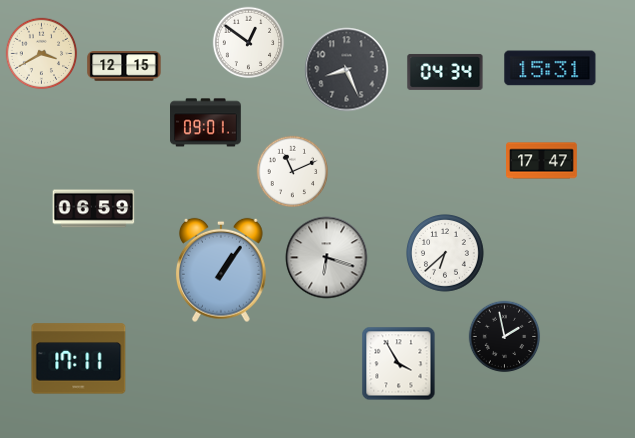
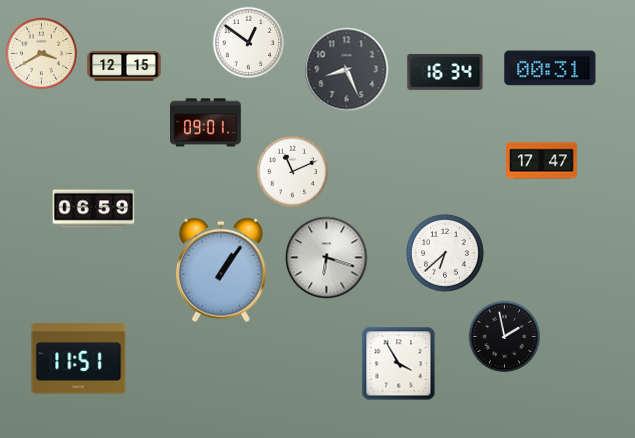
clock at (550, 68): 15:31 -> 00:31
clock at (445, 72): 04:34 -> 16:34
clock at (79, 359): 17:11 -> 11:51
